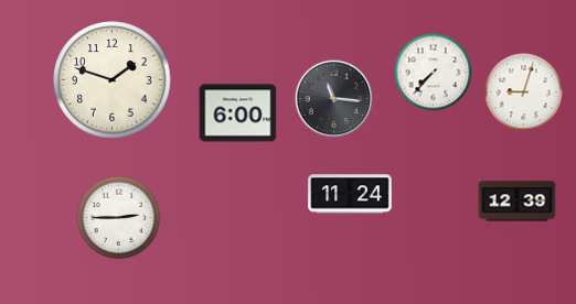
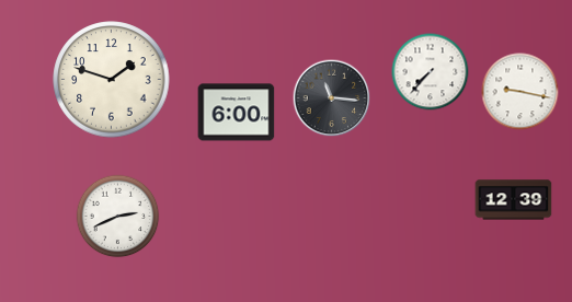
clock at (524, 93): 9:03 -> 9:17
clock at (350, 194): 11:24 -> none
clock at (119, 218): 2:45 -> 2:41
